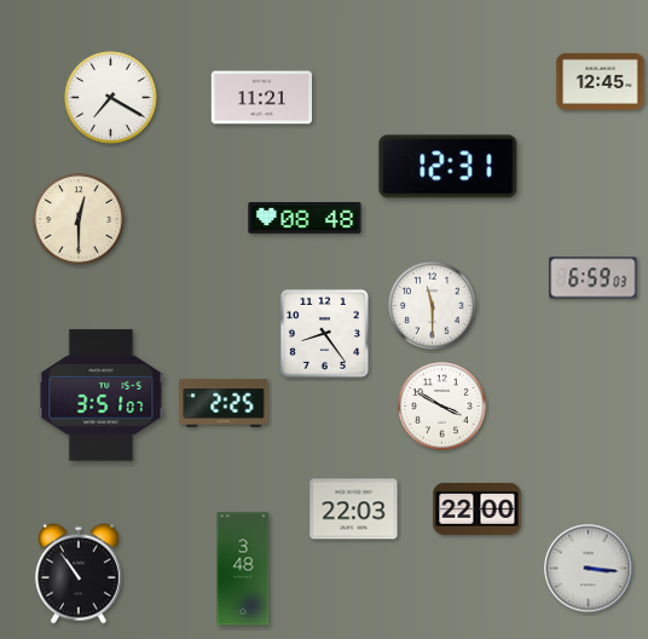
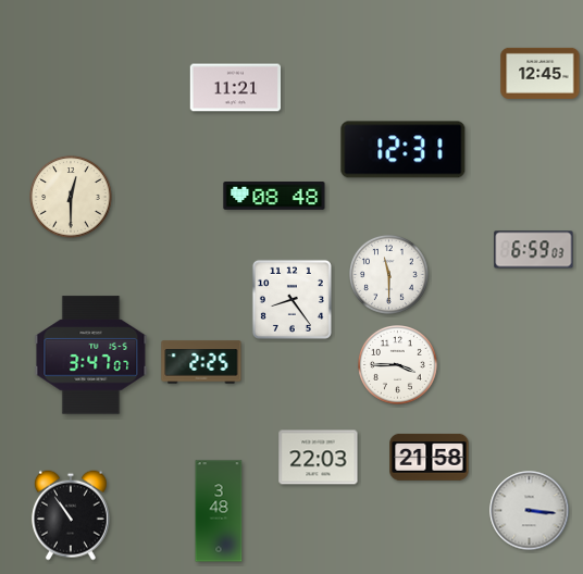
clock at (111, 98): 7:20 -> none
clock at (102, 396): 3:51 -> 3:47
clock at (442, 407): 3:50 -> 3:45
clock at (478, 508): 22:00 -> 21:58
